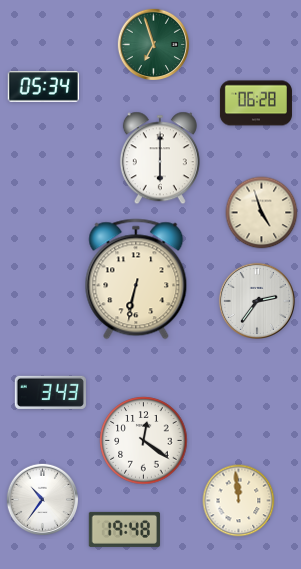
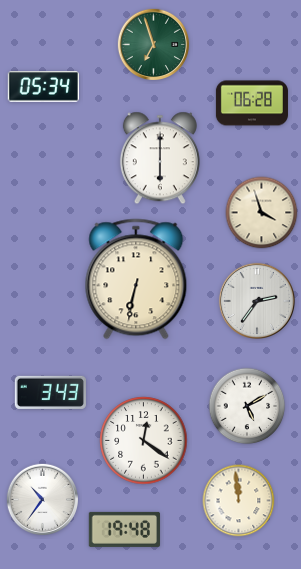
clock at (256, 103) position: (256, 103) -> (252, 103)
clock at (262, 213): 4:57 -> 3:57
clock at (247, 406): none -> 5:10
